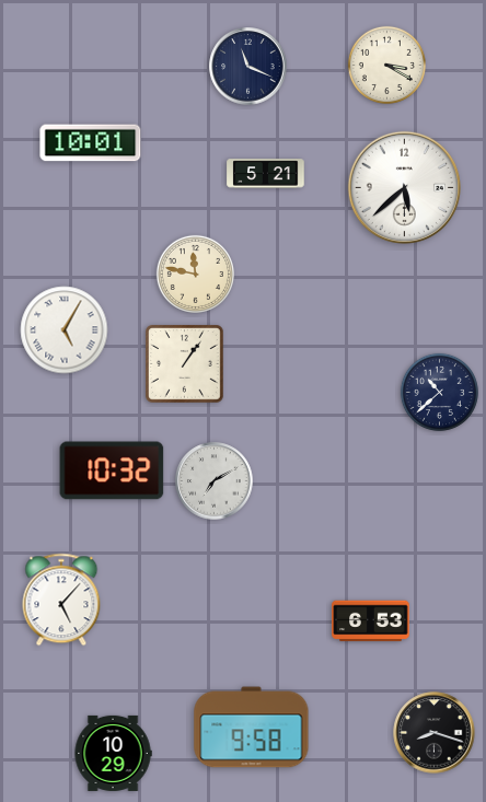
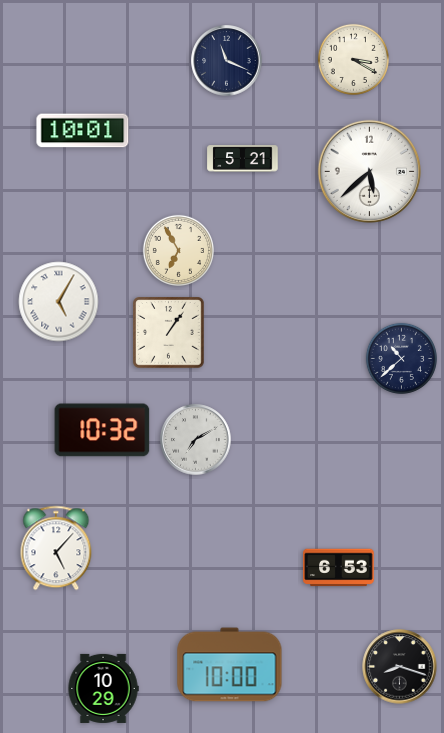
clock at (195, 274): 11:47 -> 6:55
clock at (252, 728): 9:58 -> 10:00
clock at (435, 733) position: (435, 733) -> (400, 667)
